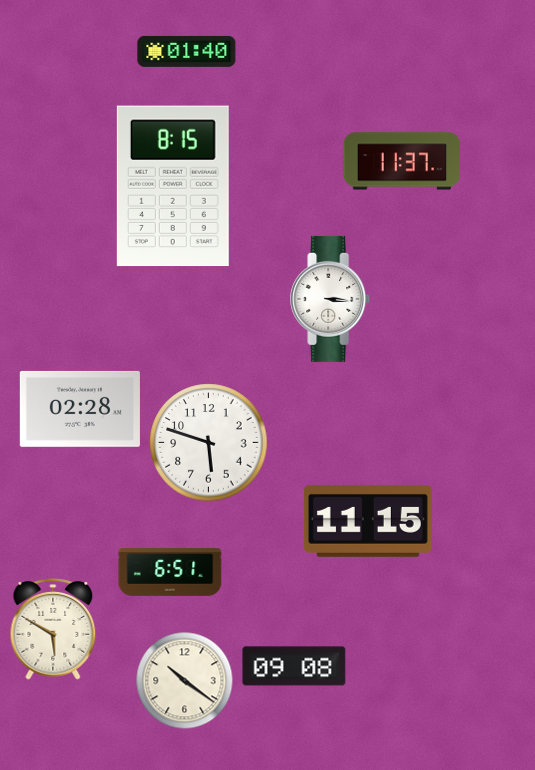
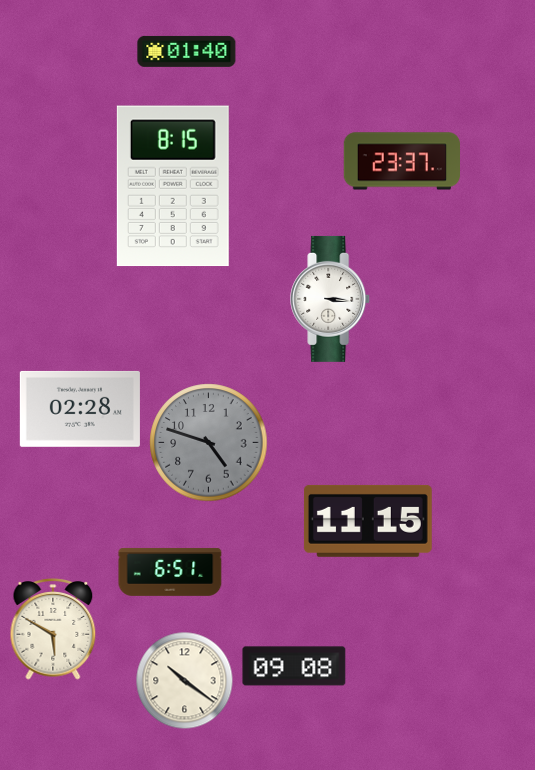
clock at (402, 161): 11:37 -> 23:37
clock at (209, 443): 5:48 -> 4:48
clock at (209, 443) dial: white -> grey
